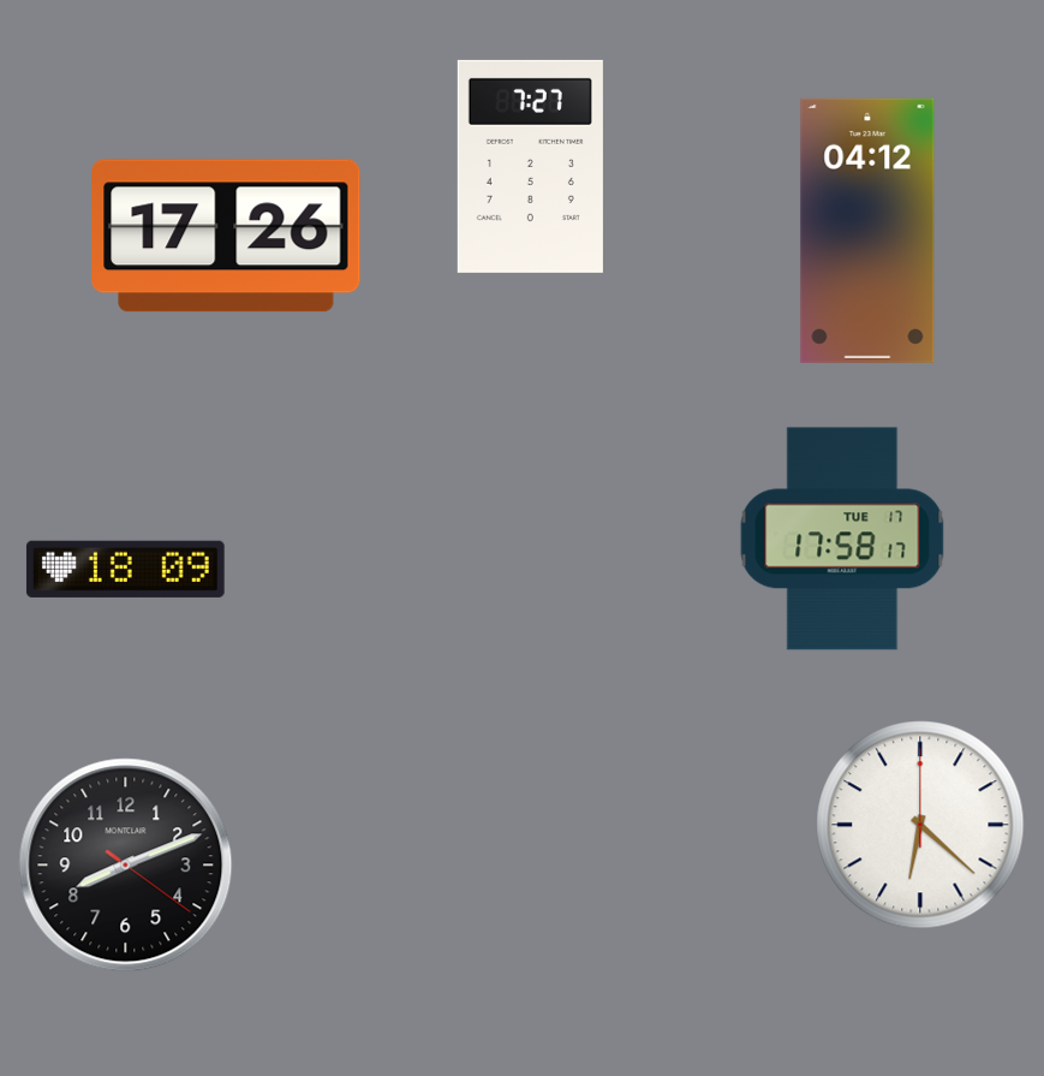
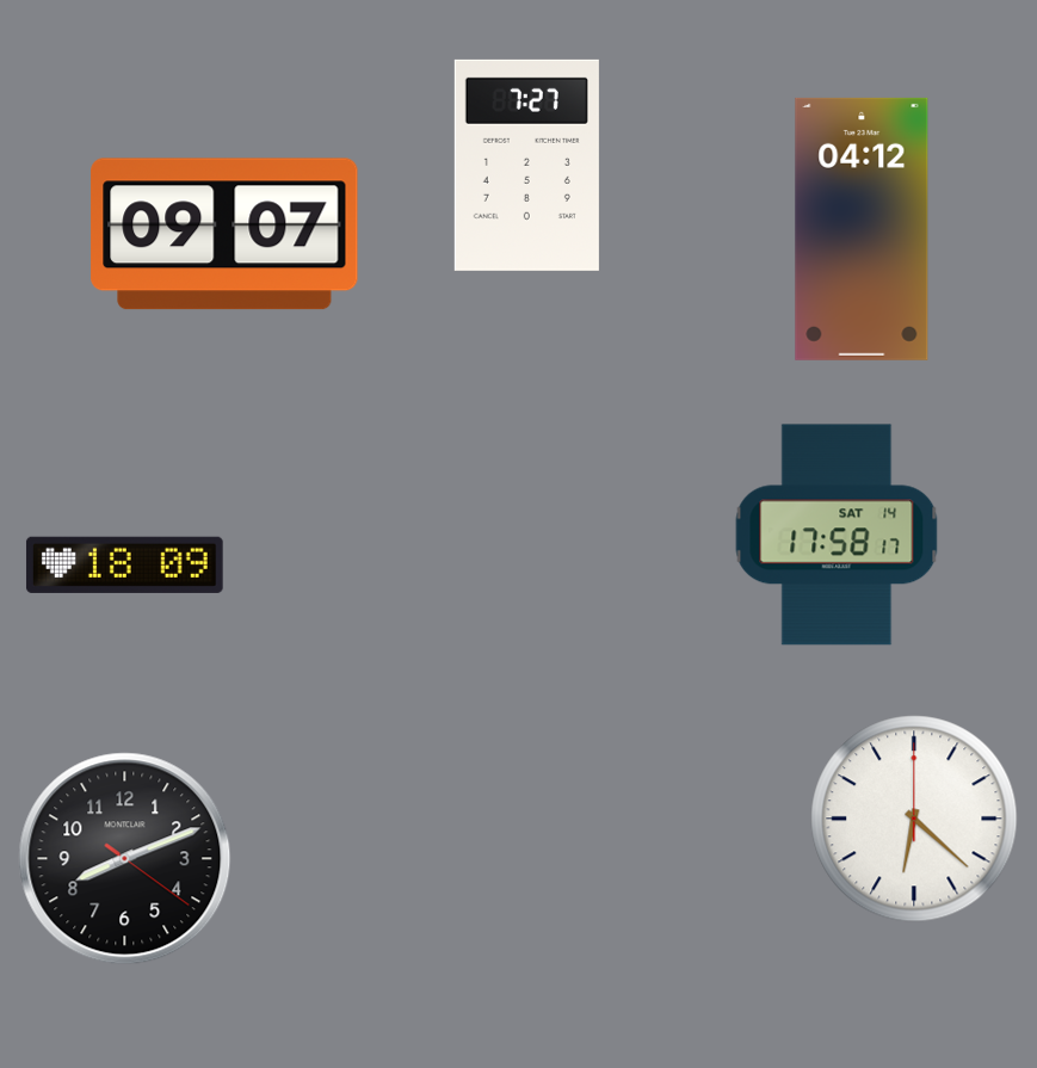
clock at (226, 236): 17:26 -> 09:07
clock at (842, 539) date: TUE 17 -> SAT 14
